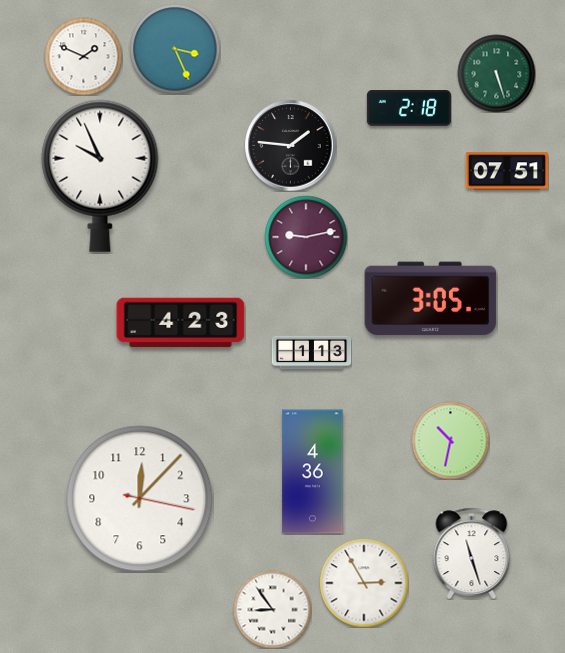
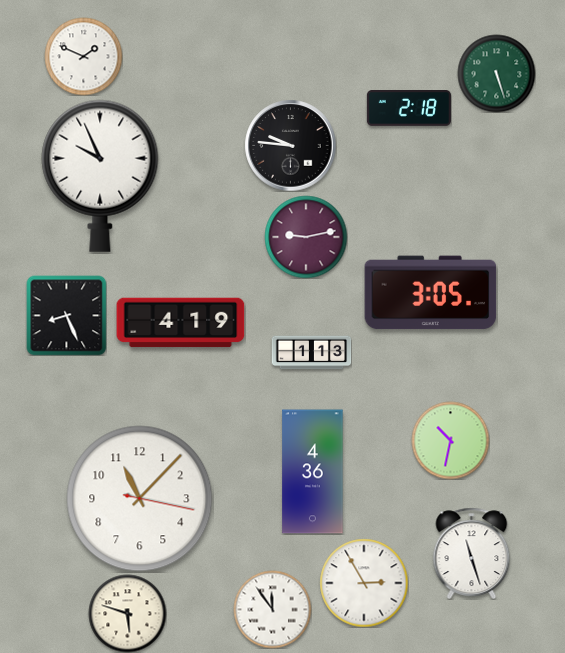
clock at (175, 49): 3:26 -> none
clock at (290, 145): 1:46 -> 9:46
clock at (506, 171): 07:51 -> none
clock at (431, 299) position: (431, 299) -> (431, 293)
clock at (66, 315): none -> 8:26
clock at (181, 323): 4:23 -> 4:19
clock at (140, 499): 12:07 -> 11:07
clock at (272, 609): 8:54 -> 11:54
clock at (127, 613): none -> 5:48
